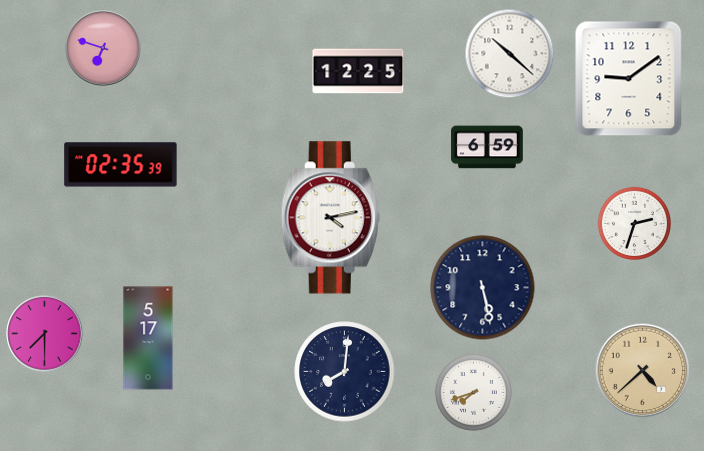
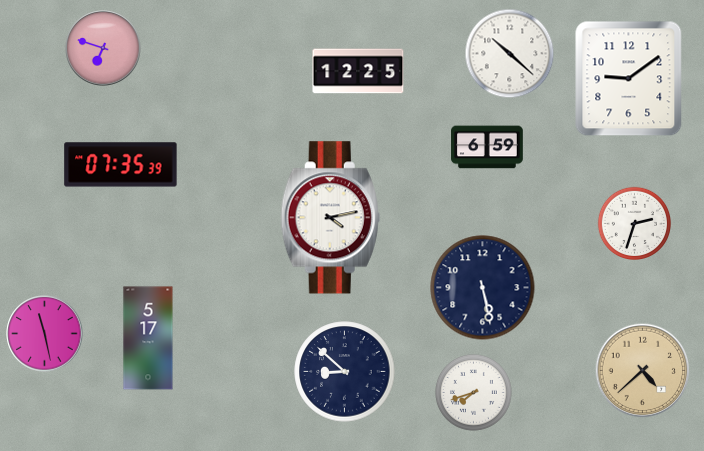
clock at (121, 165): 02:35 -> 07:35
clock at (45, 334): 7:30 -> 11:28
clock at (345, 372): 8:01 -> 8:52
